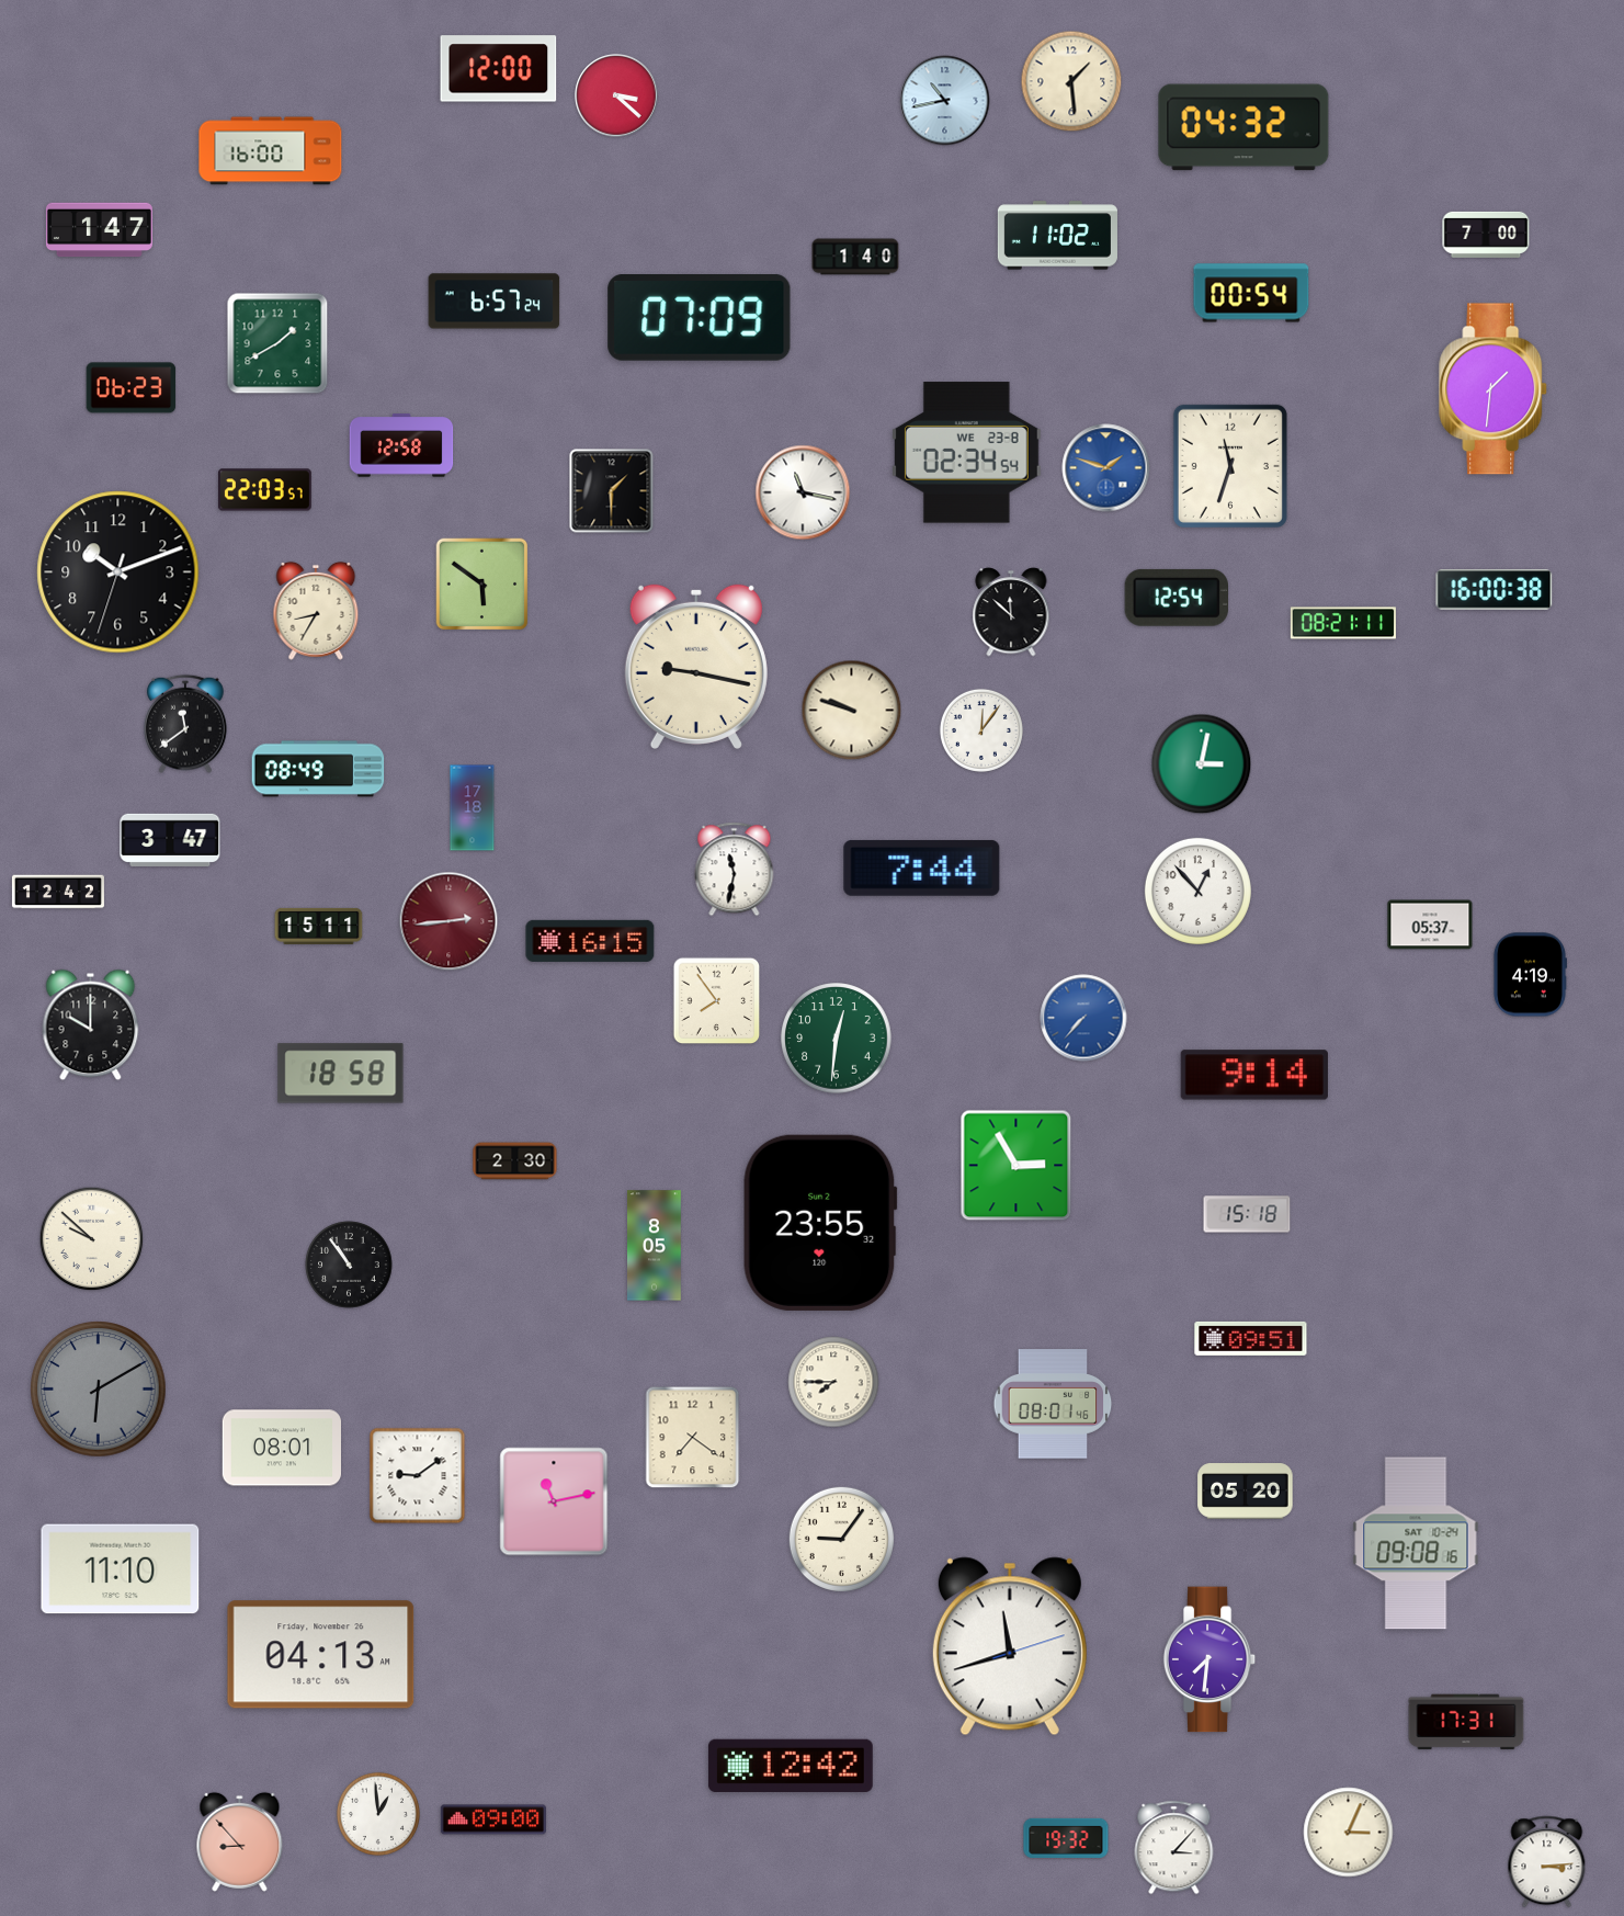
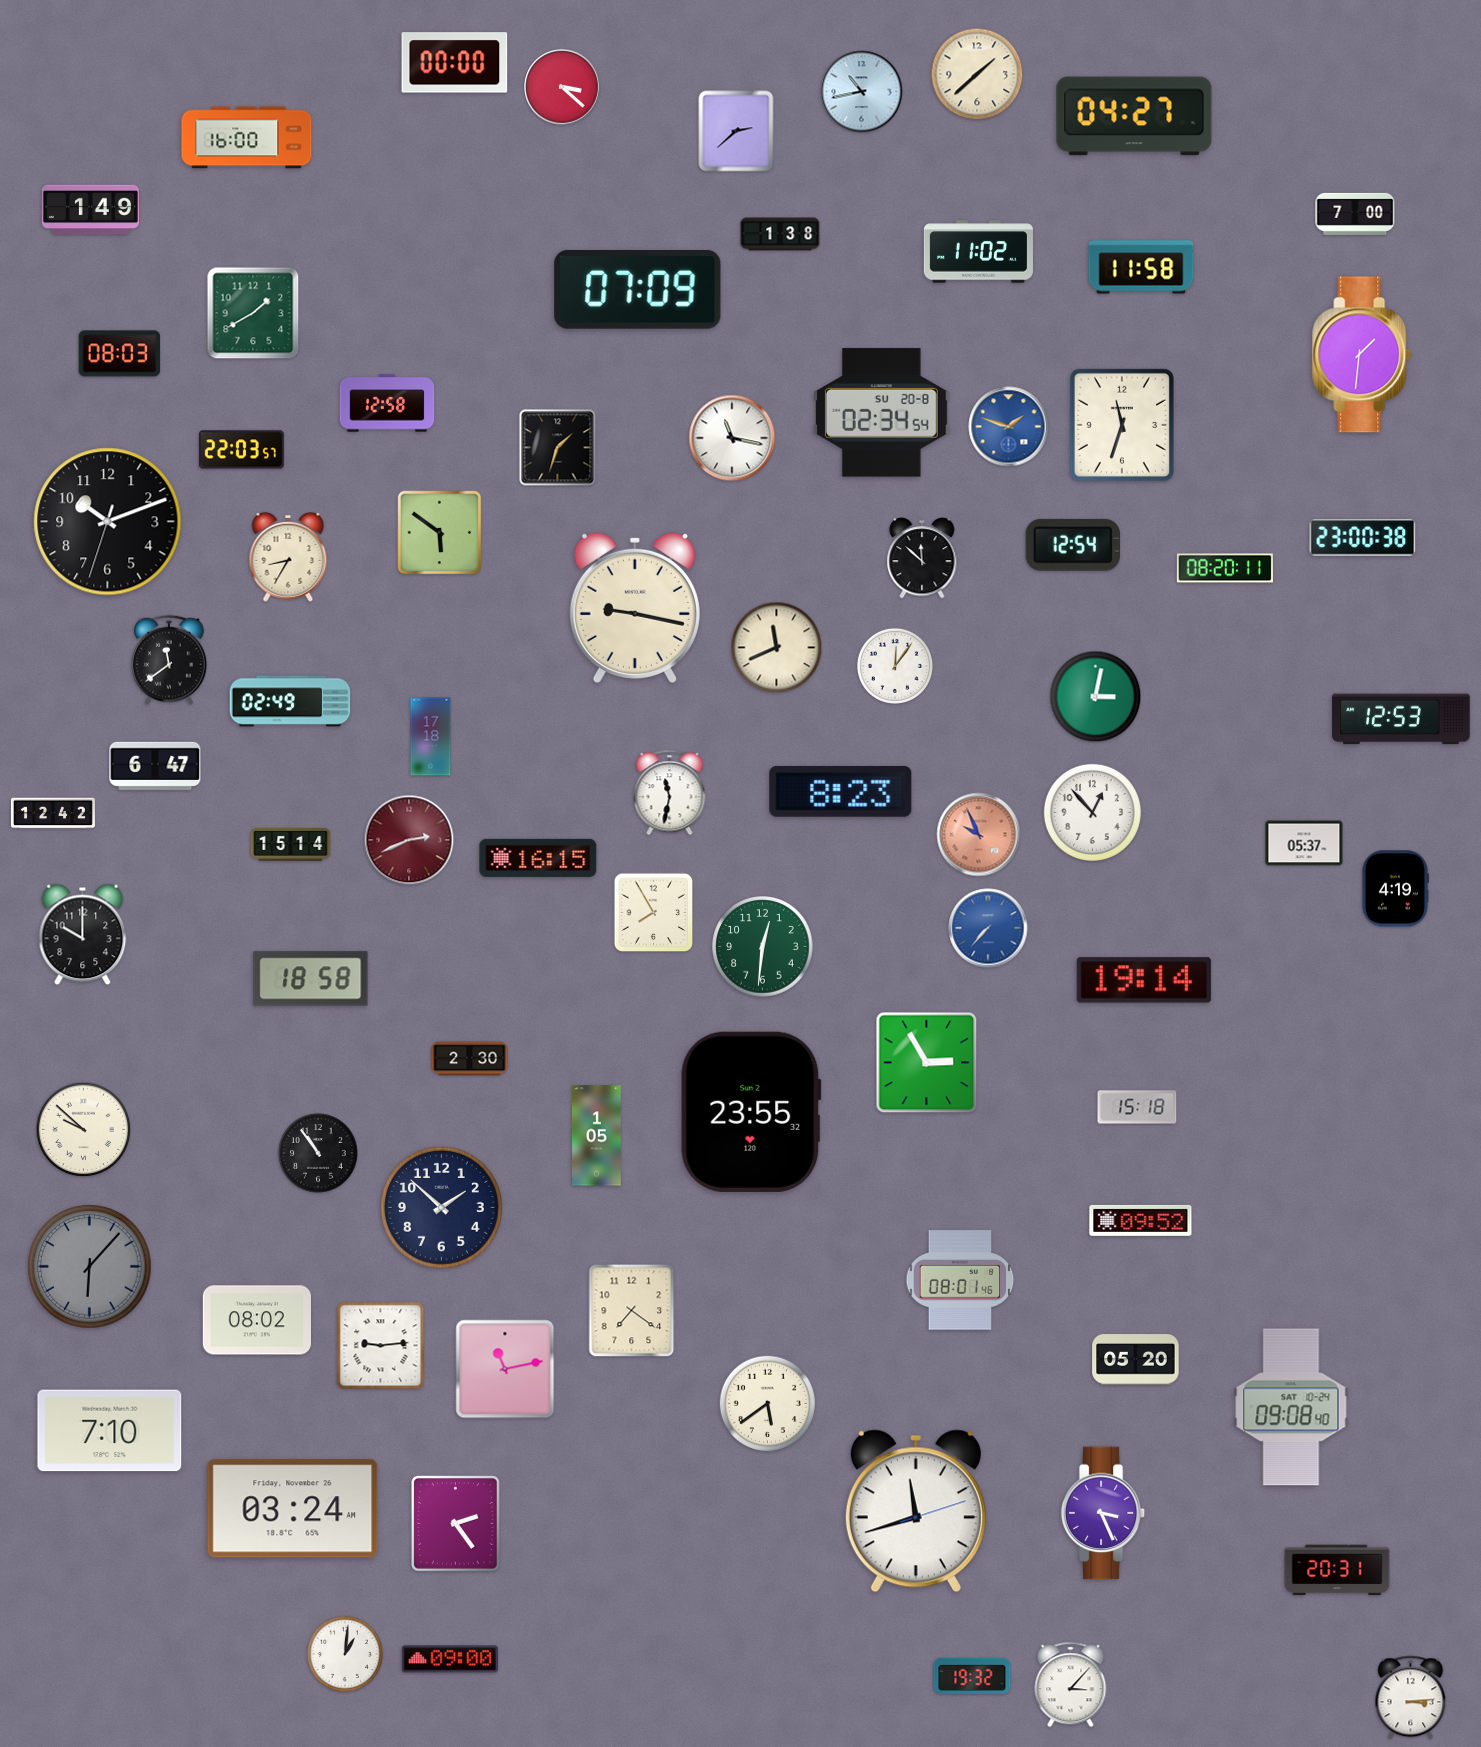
clock at (499, 69): 12:00 -> 00:00
clock at (1071, 81): 1:29 -> 1:38
clock at (1243, 127): 04:32 -> 04:27
clock at (736, 131): none -> 2:38
clock at (99, 230): 1:47 -> 1:49
clock at (1057, 236) position: (1057, 236) -> (978, 252)
clock at (855, 257): 1:40 -> 1:38
clock at (1251, 293): 00:54 -> 11:58
clock at (495, 302): 6:57 -> none
clock at (132, 388): 06:23 -> 08:03
clock at (401, 445) position: (401, 445) -> (387, 403)
clock at (966, 453) date: WE 23-8 -> SU 20-8
clock at (264, 490) position: (264, 490) -> (241, 450)
clock at (612, 491): 1:30 -> 1:33
clock at (803, 492) position: (803, 492) -> (732, 438)
clock at (1495, 590): 16:00 -> 23:00
clock at (1343, 623): 08:21 -> 08:20
clock at (852, 711): 9:48 -> 11:41
clock at (318, 769): 08:49 -> 02:49
clock at (1401, 719): none -> 12:53
clock at (170, 840): 3:47 -> 6:47
clock at (922, 869): 7:44 -> 8:23
clock at (979, 835): none -> 9:56
clock at (448, 921): 2:44 -> 2:41
clock at (319, 926): 15:11 -> 15:14
clock at (717, 1001): 7:54 -> 7:55
clock at (1254, 1075): 9:14 -> 19:14
clock at (820, 1223) position: (820, 1223) -> (751, 1112)
clock at (655, 1246): 8:05 -> 1:05
clock at (441, 1207): none -> 1:52
clock at (1251, 1338): 09:51 -> 09:52
clock at (833, 1382): 7:45 -> none
clock at (99, 1390): 6:10 -> 6:07
clock at (281, 1448): 08:01 -> 08:02
clock at (418, 1476): 9:09 -> 9:14
clock at (841, 1539): 9:06 -> 5:39
clock at (1416, 1543): 09:08:16 -> 09:08:40
clock at (121, 1569): 11:10 -> 7:10
clock at (1010, 1646) position: (1010, 1646) -> (916, 1511)
clock at (321, 1655): 04:13 -> 03:24
clock at (1210, 1659): 7:31 -> 3:26
clock at (456, 1524): none -> 2:24
clock at (1466, 1722): 17:31 -> 20:31
clock at (791, 1766): 12:42 -> none
clock at (378, 1814): 12:59 -> 1:01
clock at (1349, 1833): 3:04 -> none
clock at (240, 1841): 8:53 -> none
